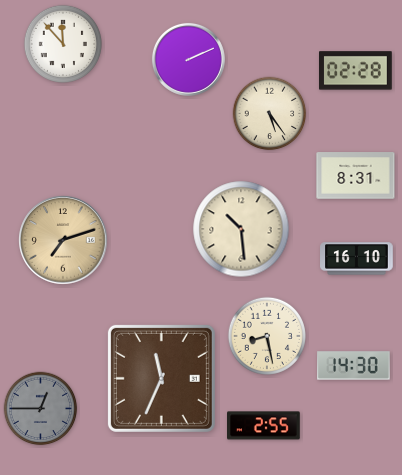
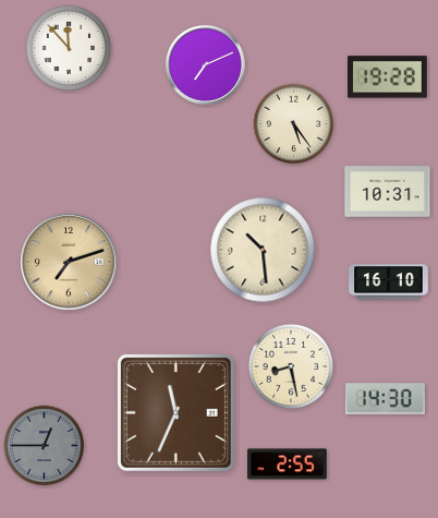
clock at (188, 59): 2:11 -> 7:11
clock at (356, 71): 02:28 -> 19:28
clock at (356, 176): 8:31 -> 10:31
